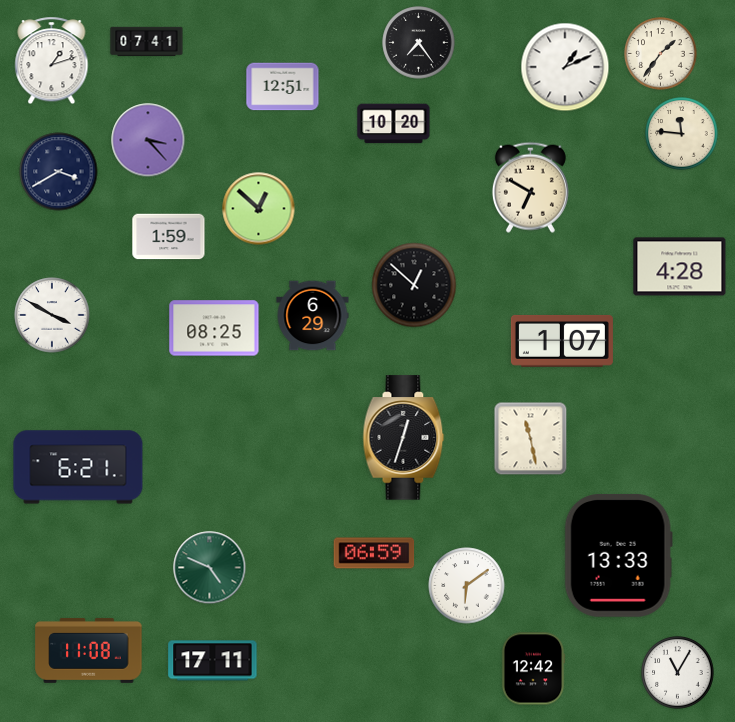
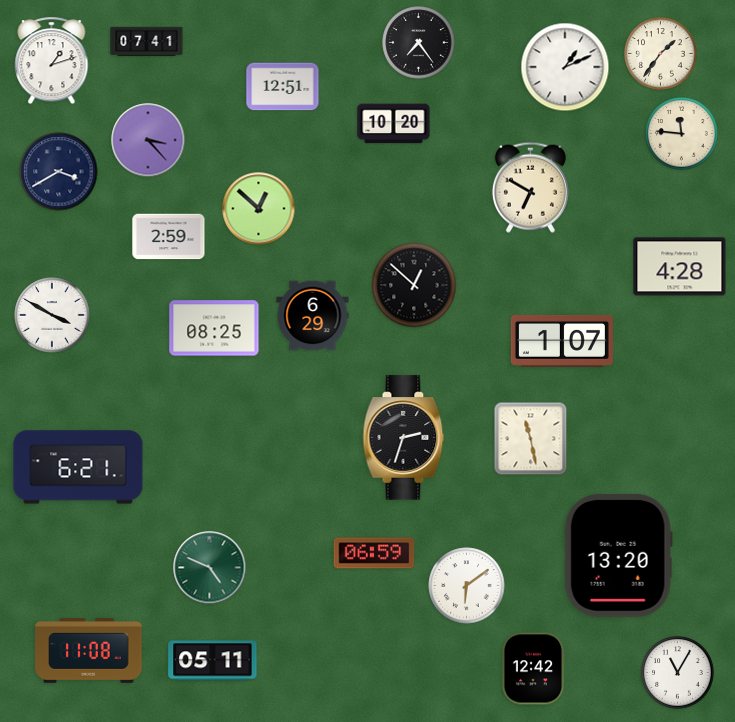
clock at (169, 237): 1:59 -> 2:59
clock at (404, 438): 12:33 -> 2:33
clock at (618, 555): 13:33 -> 13:20
clock at (213, 661): 17:11 -> 05:11
